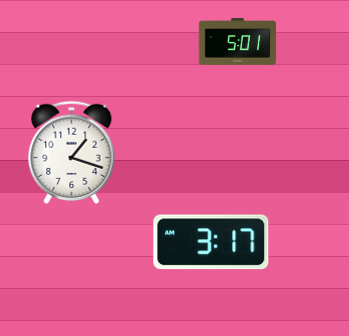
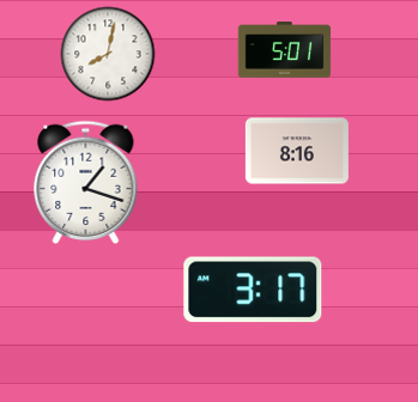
clock at (108, 54): none -> 8:02
clock at (297, 151): none -> 8:16
